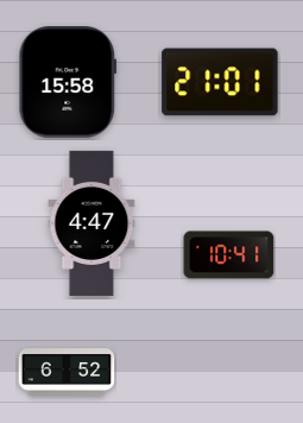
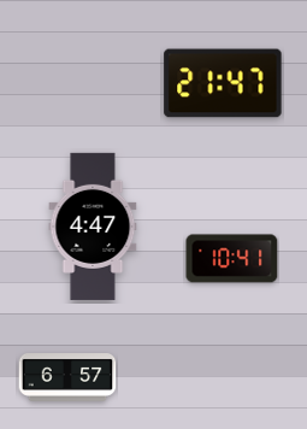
clock at (68, 82): 15:58 -> none
clock at (220, 82): 21:01 -> 21:47
clock at (67, 373): 6:52 -> 6:57
